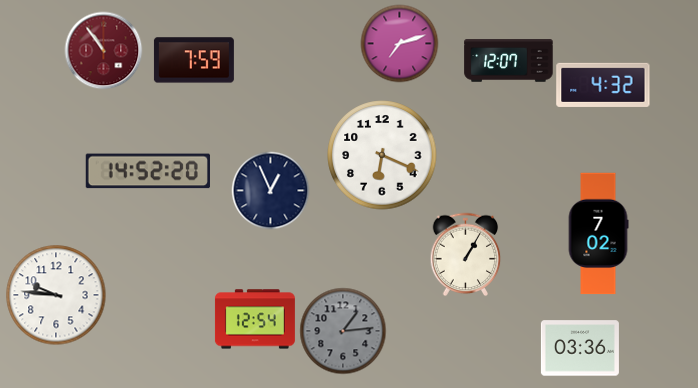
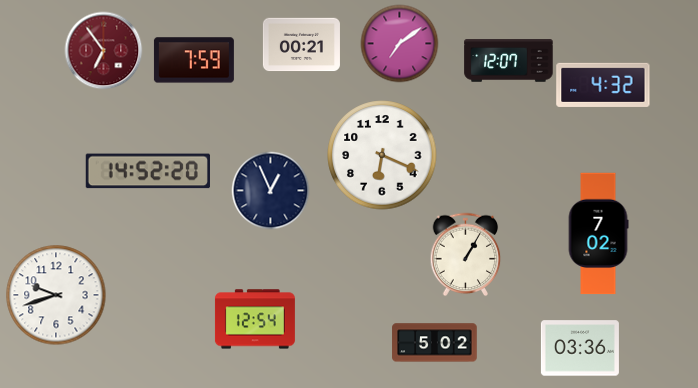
clock at (399, 43): 7:12 -> 7:09
clock at (301, 45): none -> 00:21
clock at (103, 50): 10:54 -> 6:54
clock at (56, 295): 9:46 -> 9:42
clock at (343, 331): 1:14 -> none
clock at (435, 343): none -> 5:02
